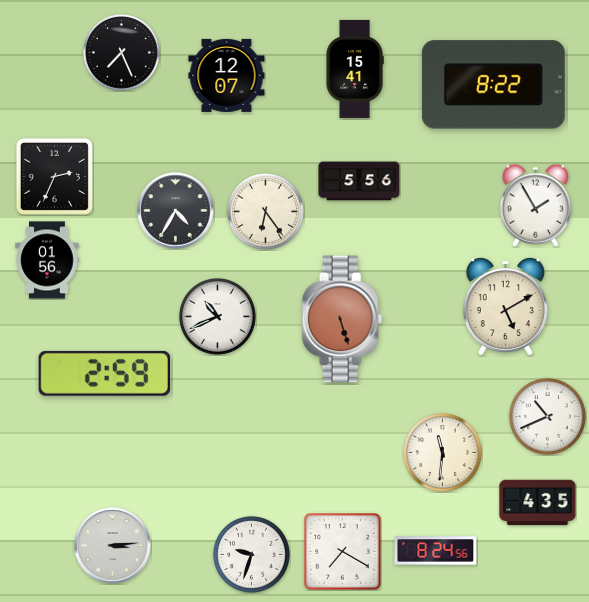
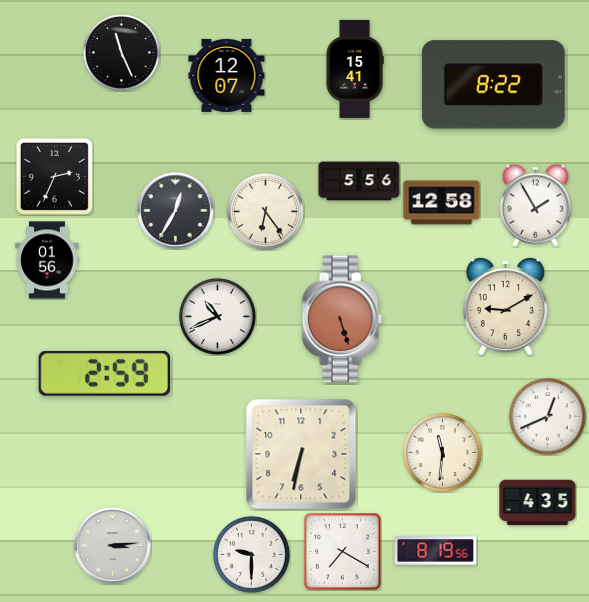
clock at (121, 52): 7:26 -> 11:26
clock at (442, 203): none -> 12:58
clock at (176, 211): 4:35 -> 12:35
clock at (505, 306): 5:10 -> 9:10
clock at (547, 416): 10:41 -> 12:41
clock at (301, 454): none -> 6:32
clock at (436, 551): 8:24 -> 8:19
clock at (251, 554): 9:33 -> 9:30
